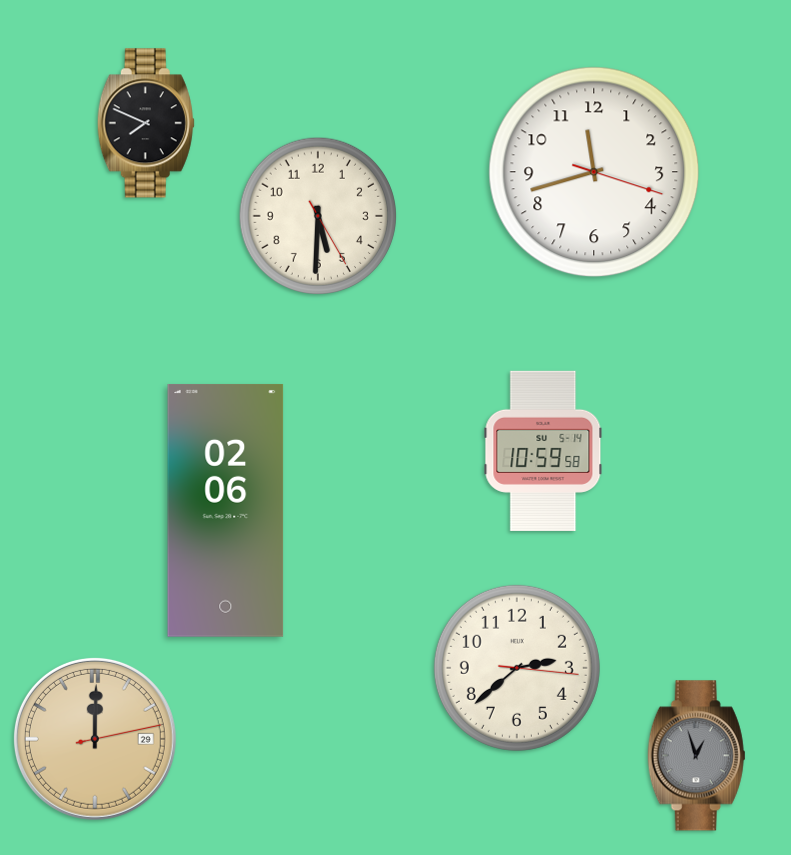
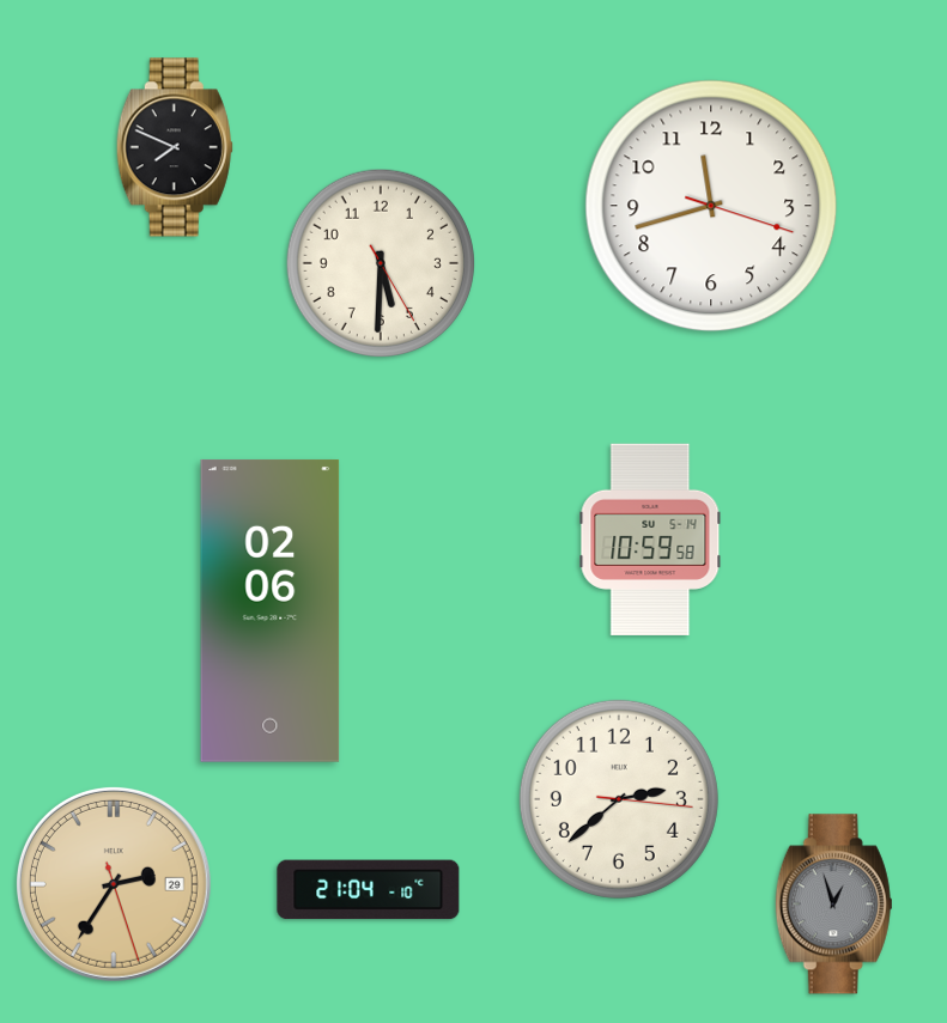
clock at (317, 215) position: (317, 215) -> (380, 262)
clock at (95, 739): 12:00 -> 2:35
clock at (369, 890): none -> 21:04
